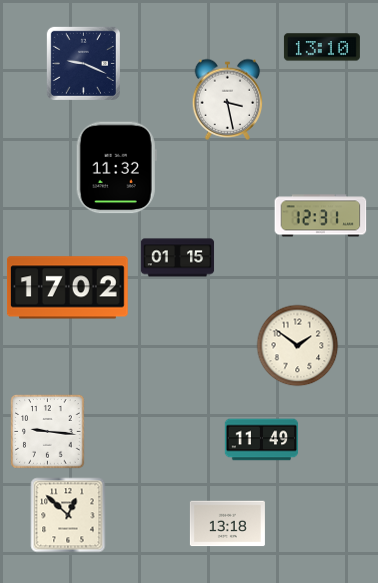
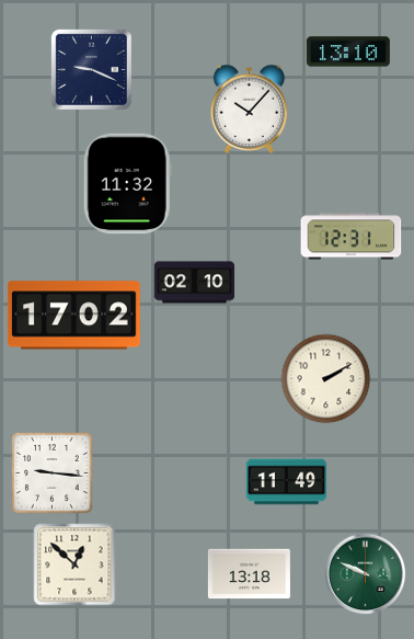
clock at (322, 47) position: (322, 47) -> (348, 52)
clock at (228, 99): 3:28 -> 10:07
clock at (178, 258): 01:15 -> 02:10
clock at (298, 346): 1:51 -> 2:10
clock at (366, 574): none -> 9:49
